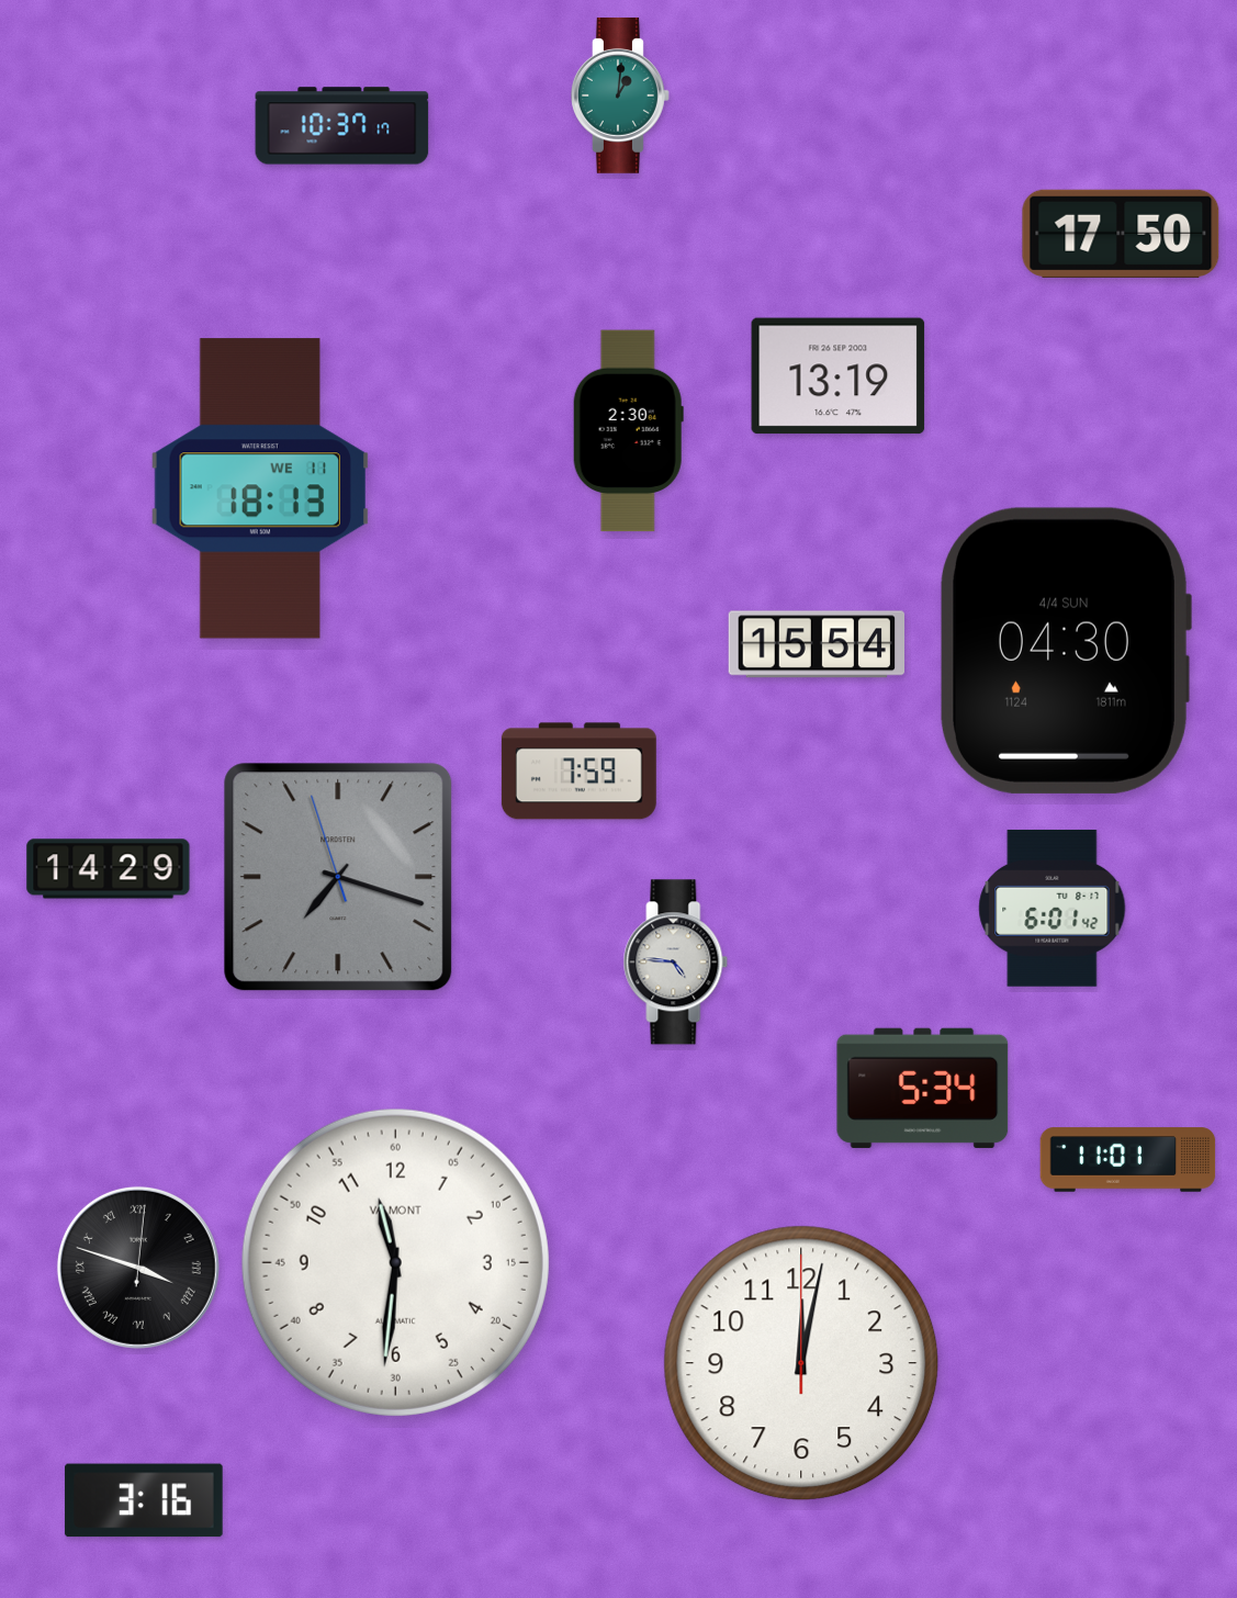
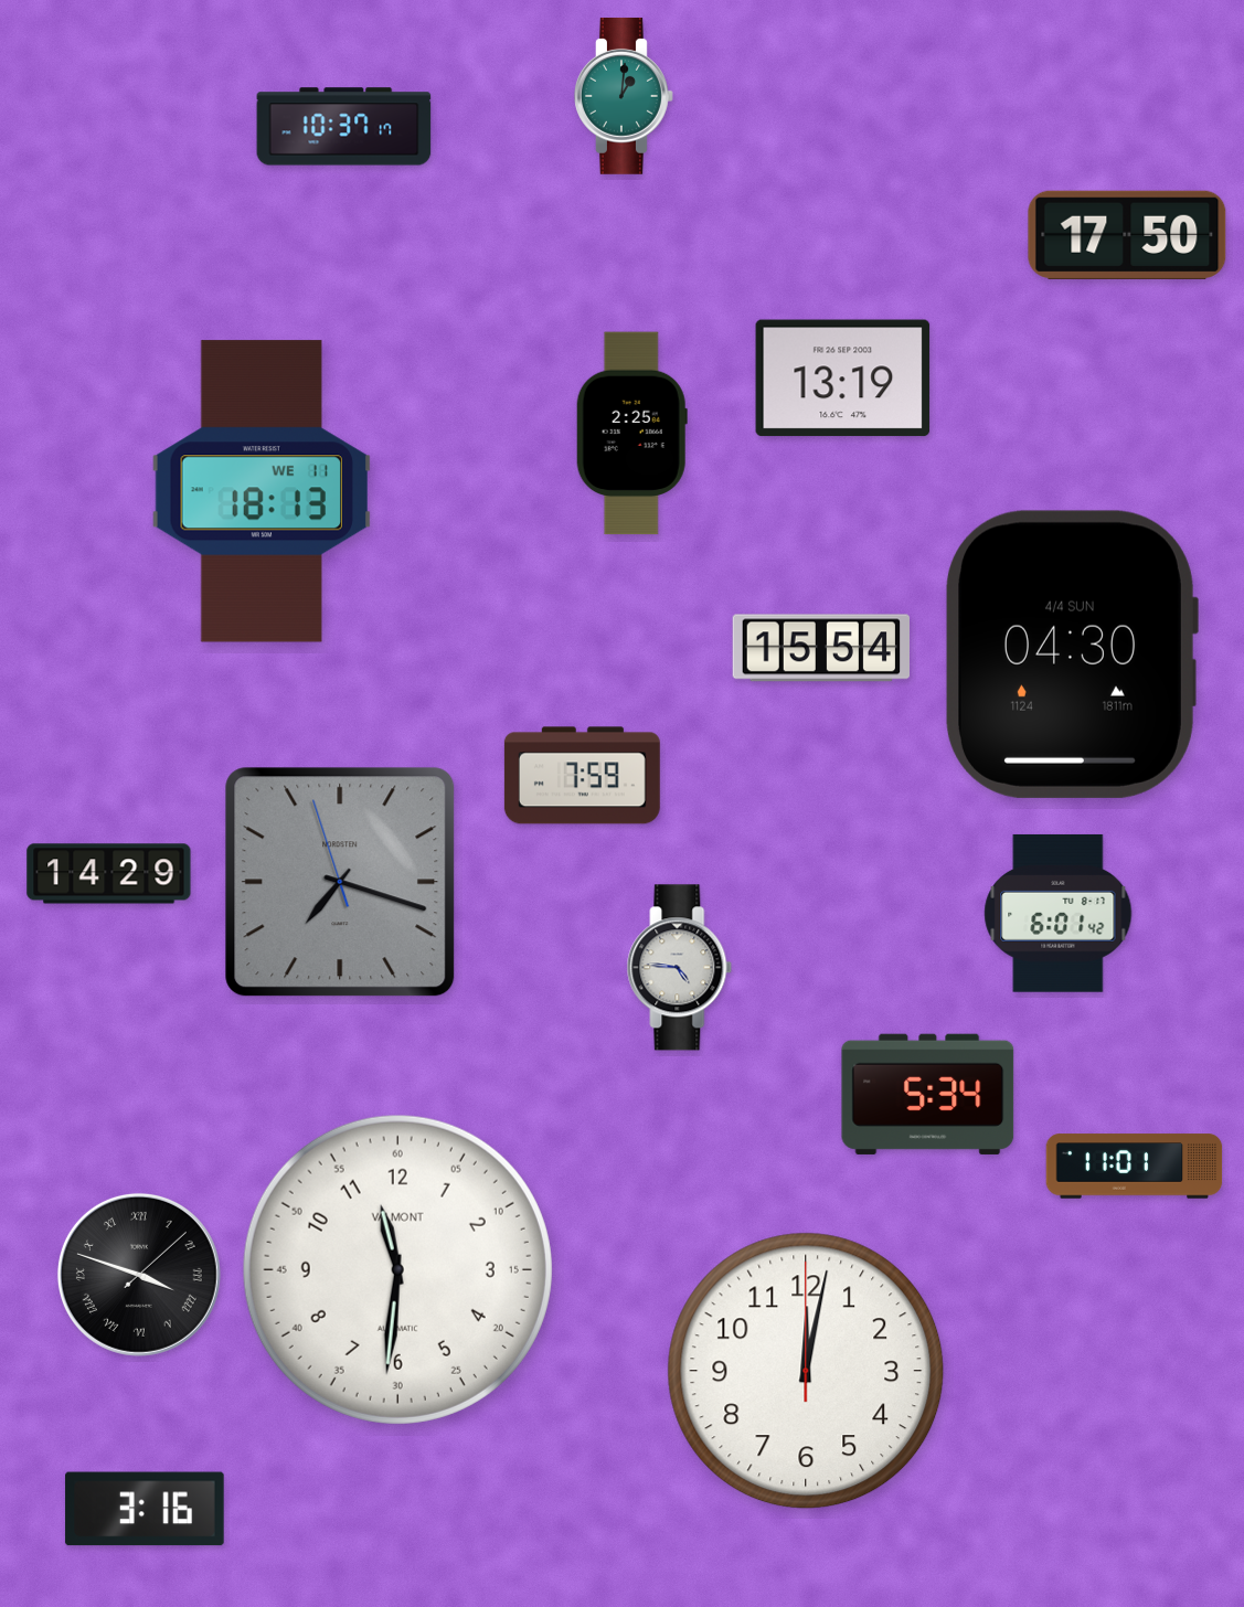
clock at (628, 431): 2:30 -> 2:25
clock at (138, 1268): 3:48:01 -> 3:48:08
